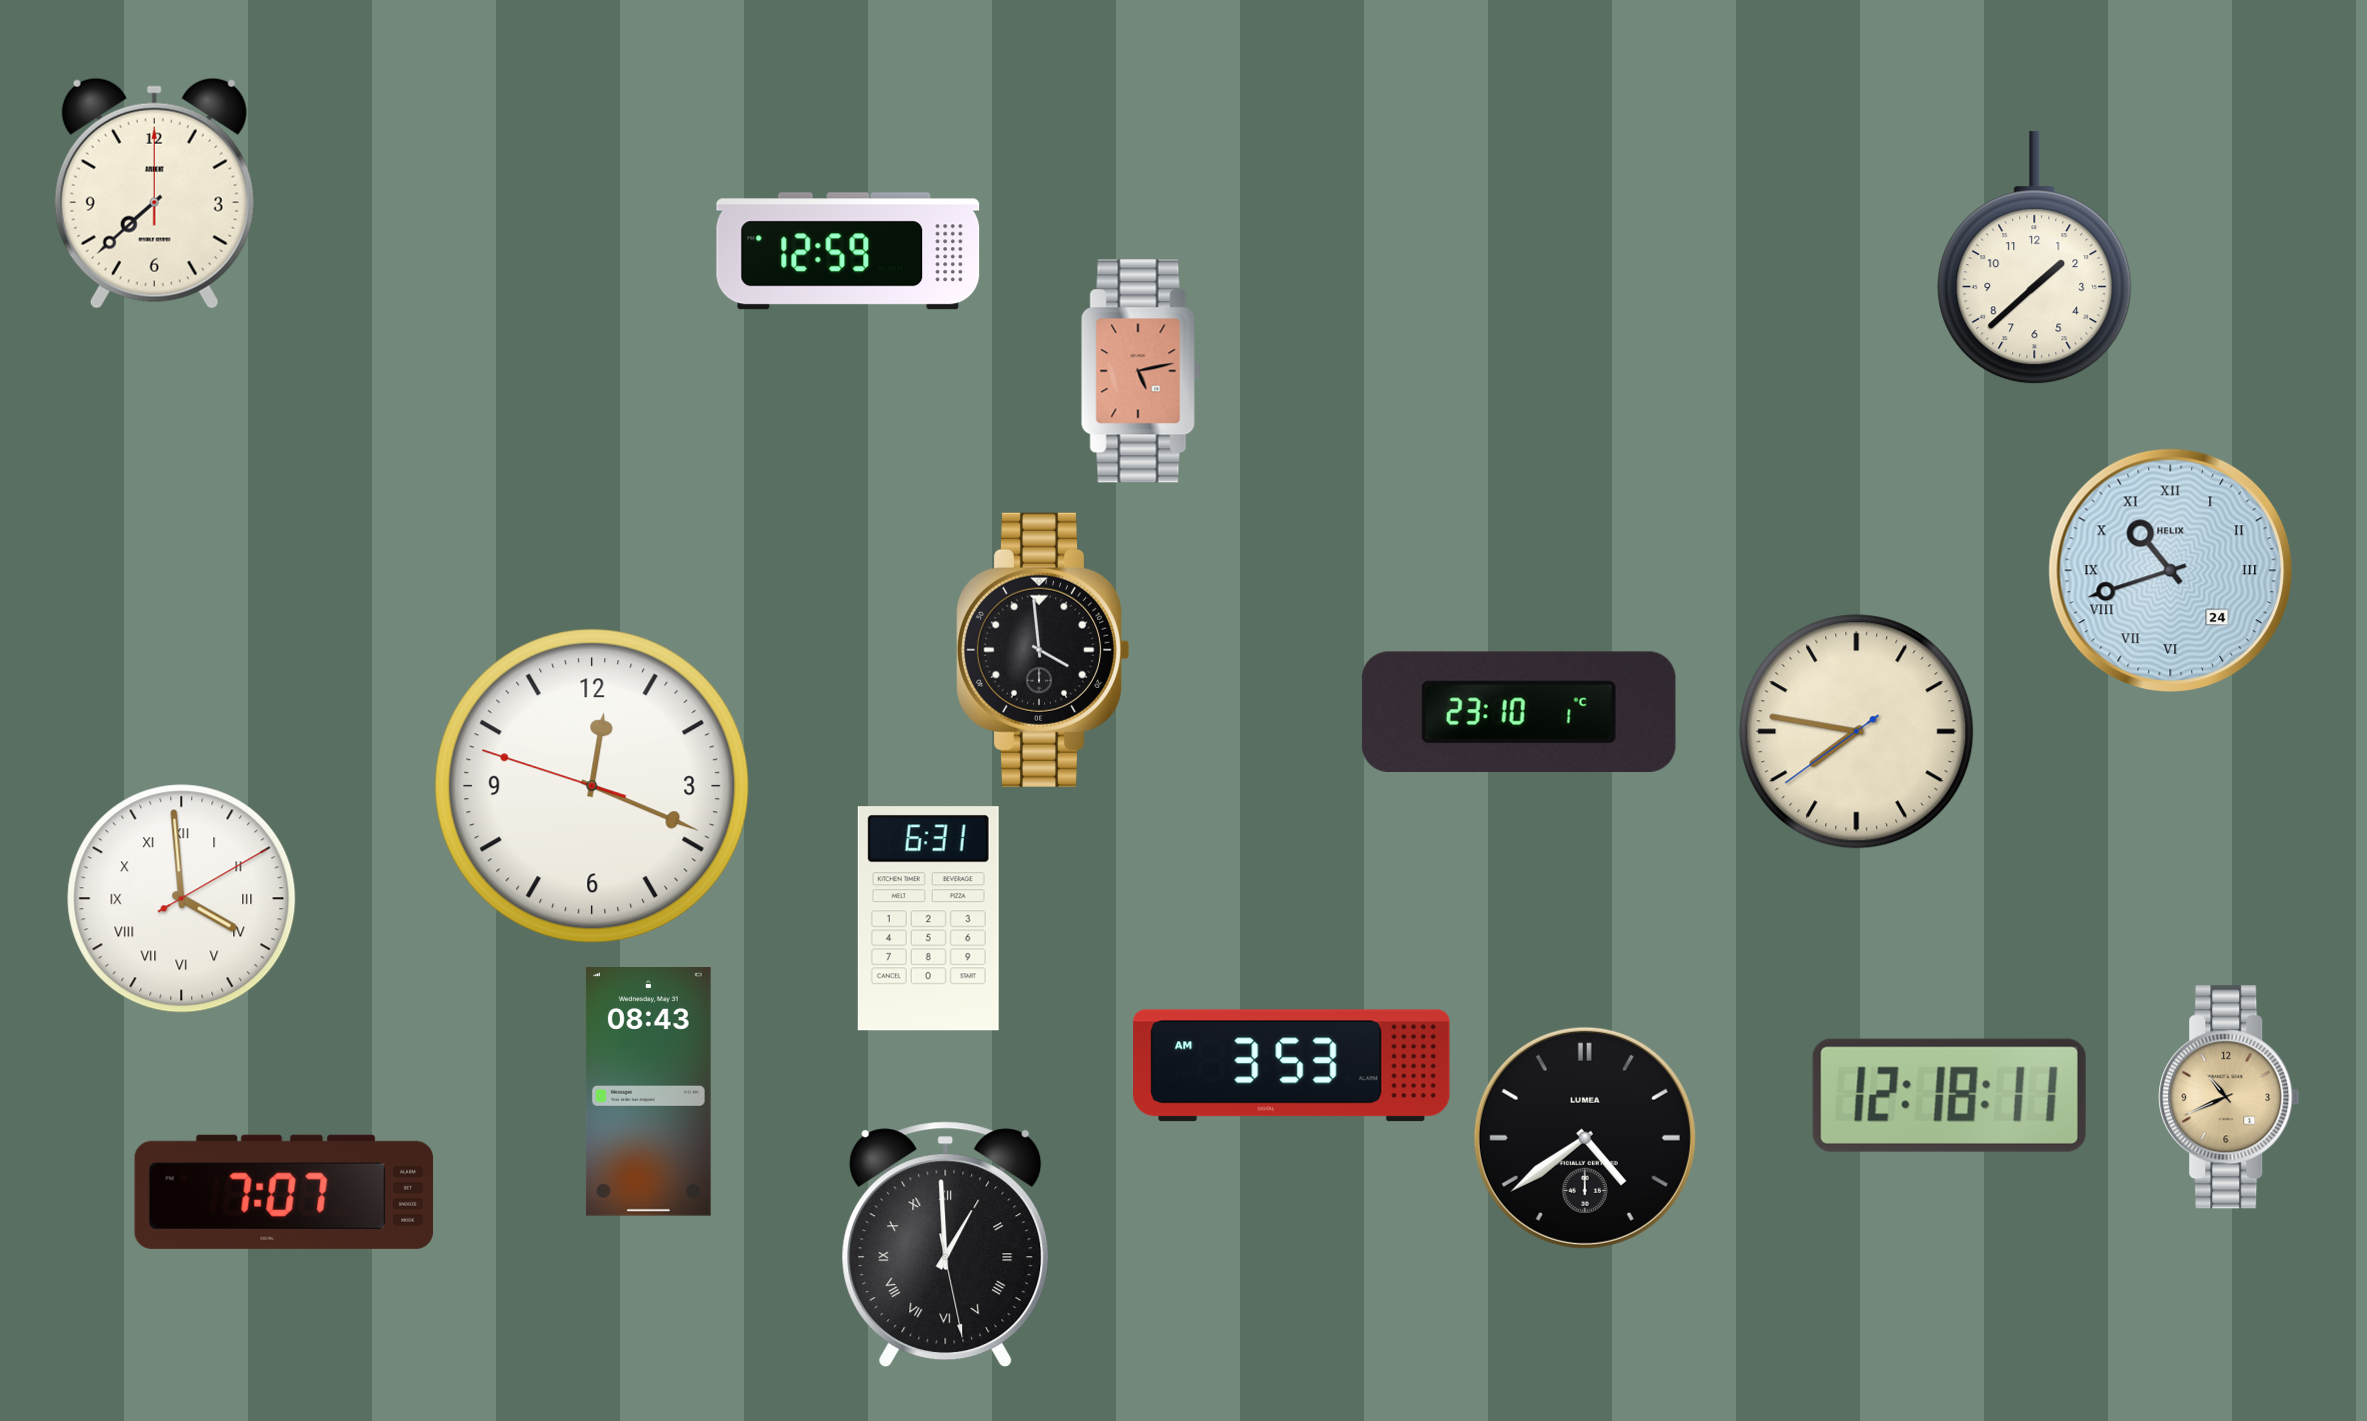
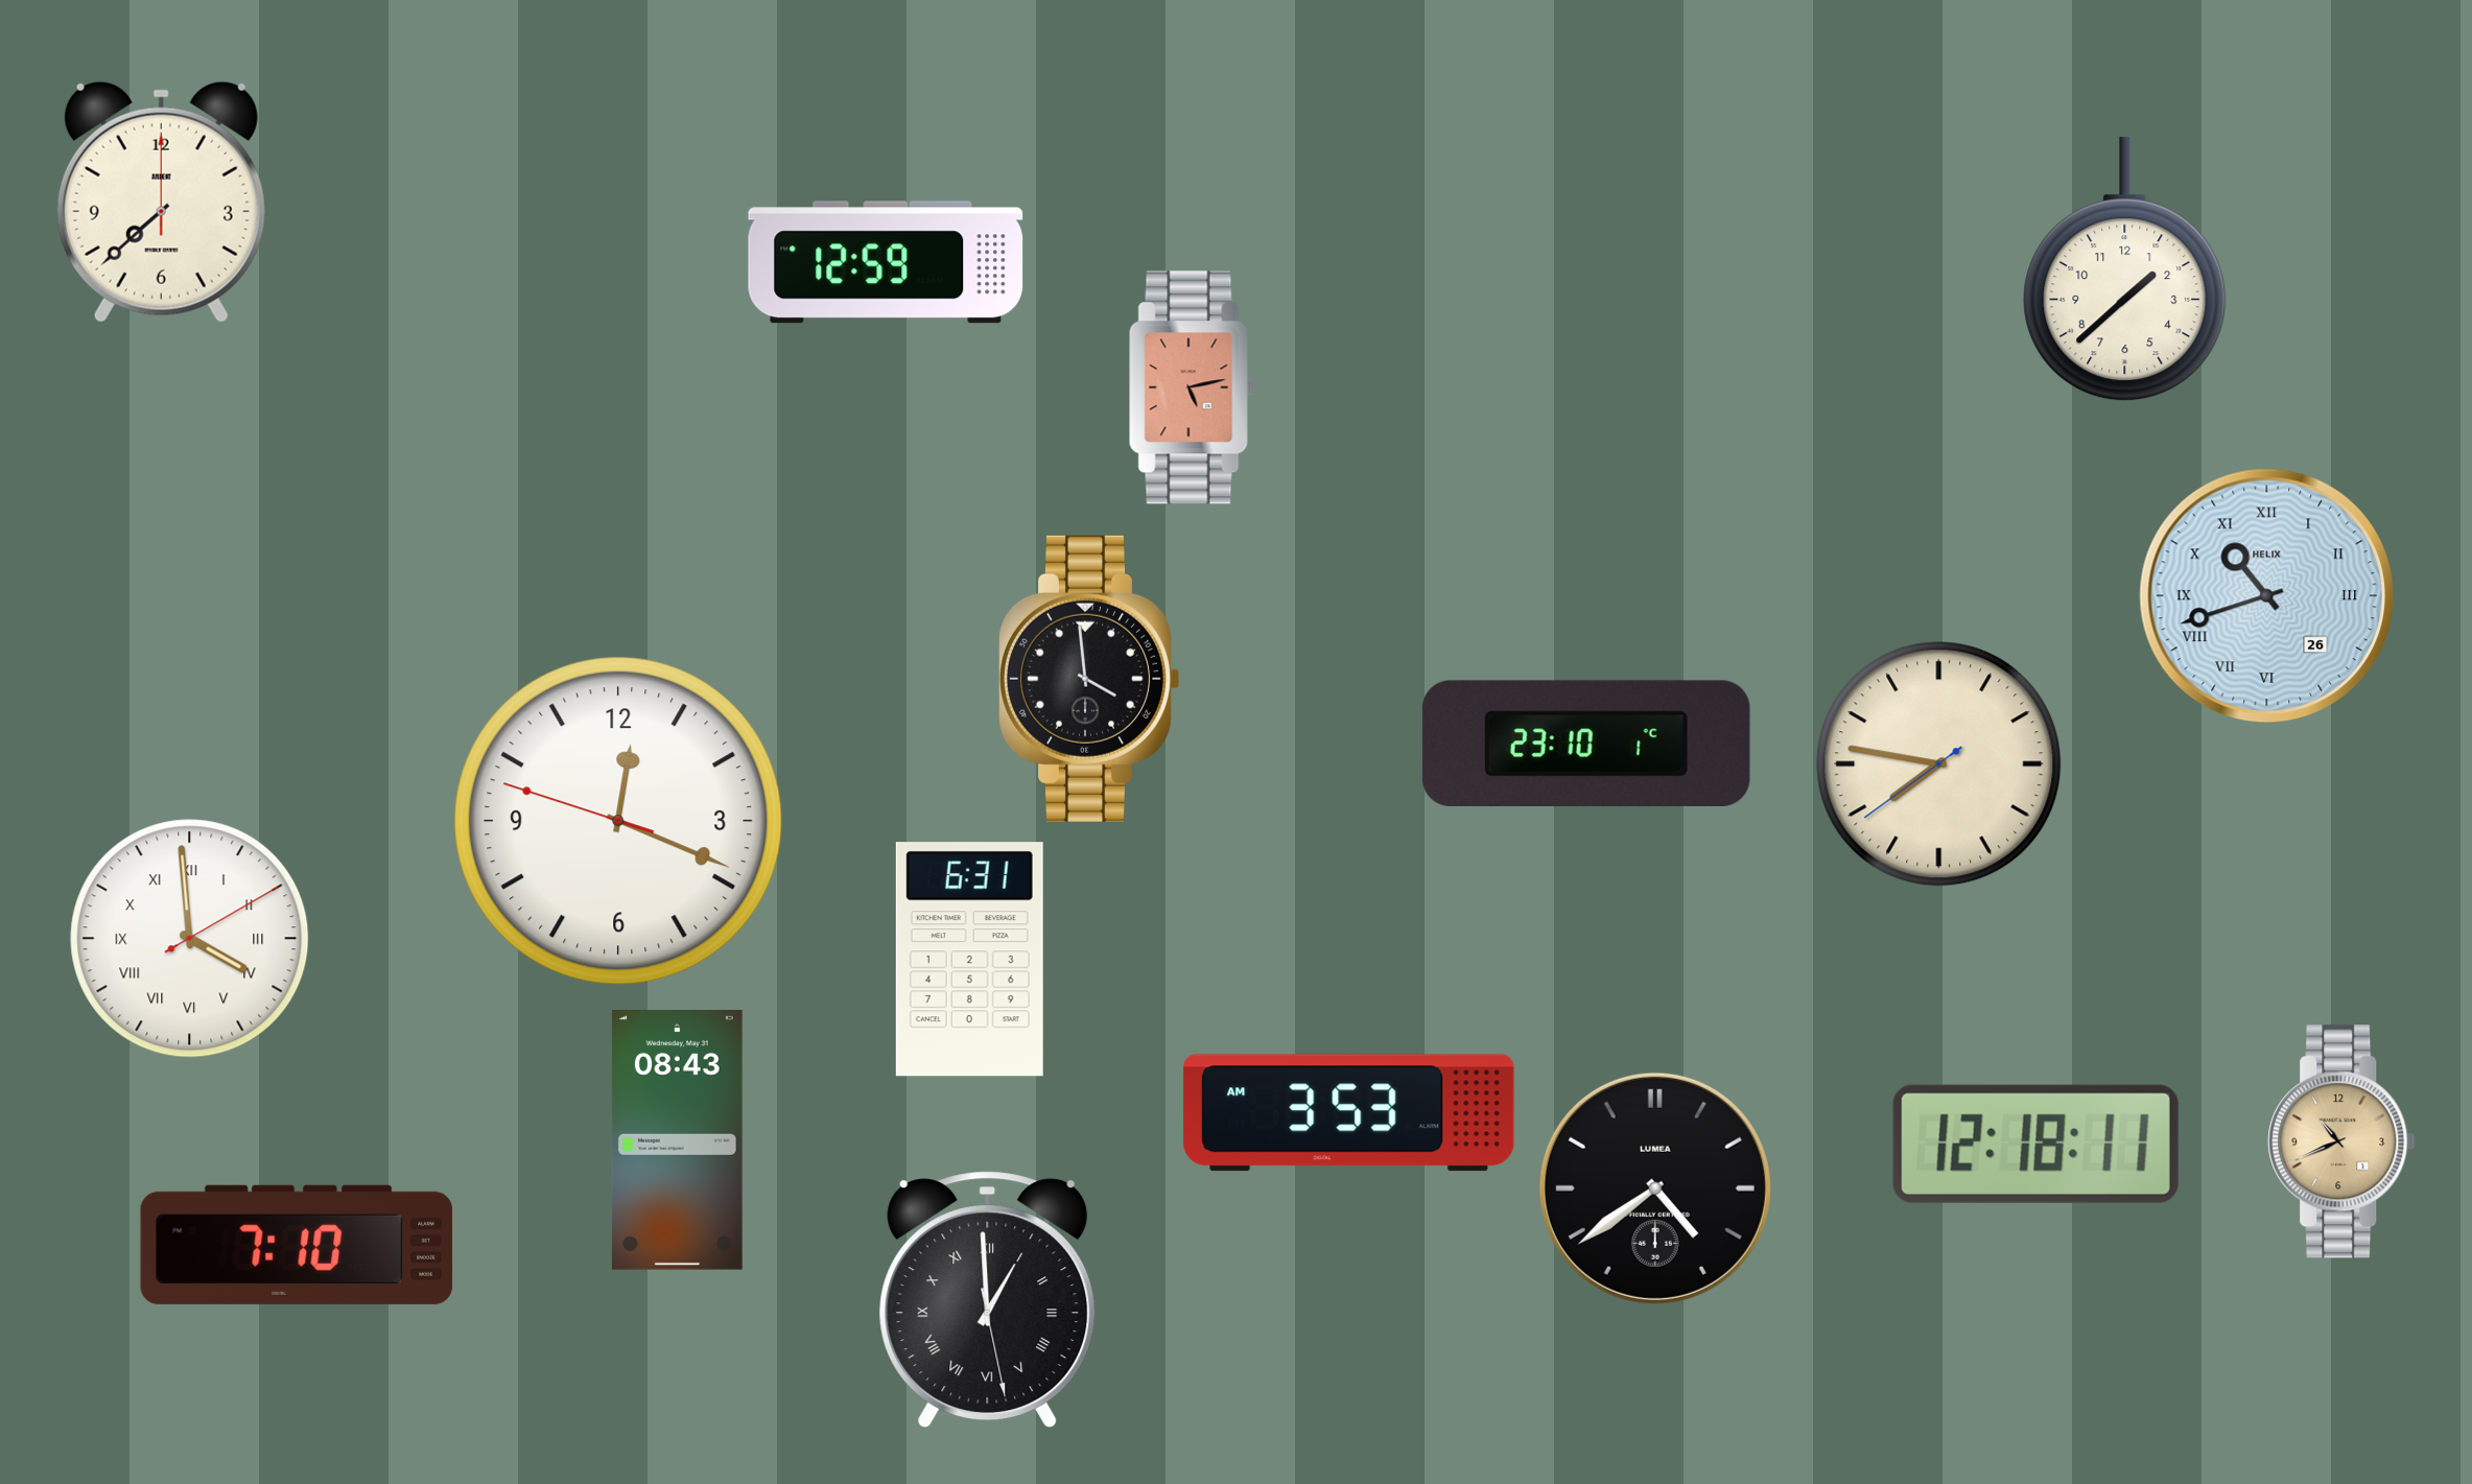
clock at (2171, 571) date: 24 -> 26
clock at (2229, 1097) position: (2229, 1097) -> (2341, 1141)
clock at (284, 1192): 7:07 -> 7:10
